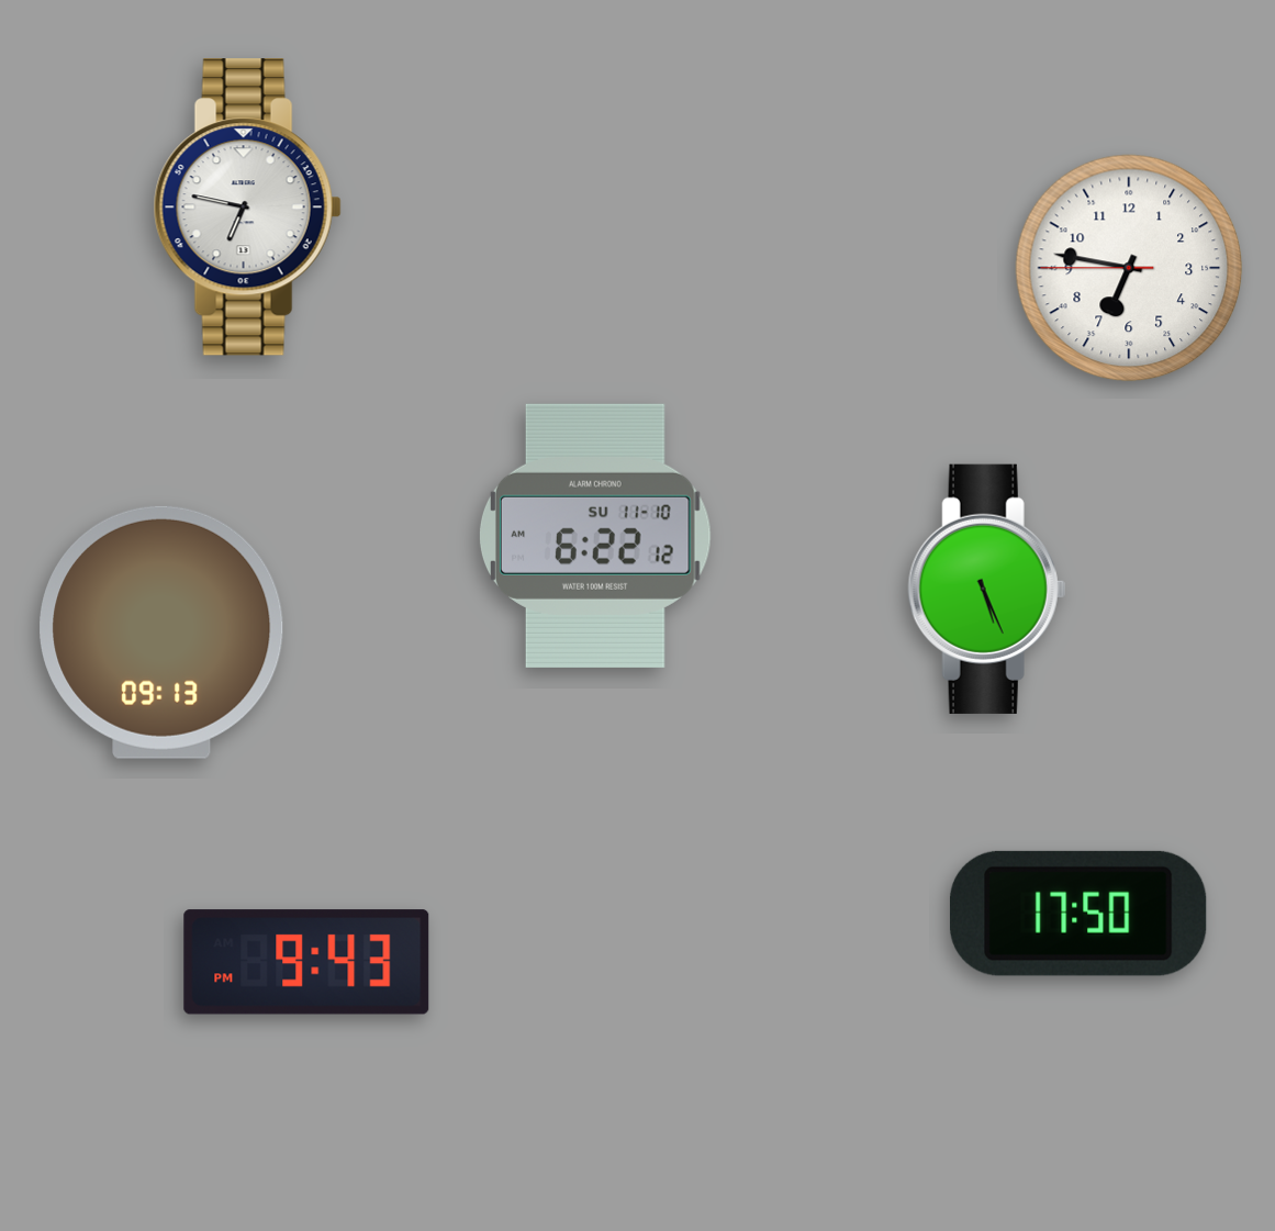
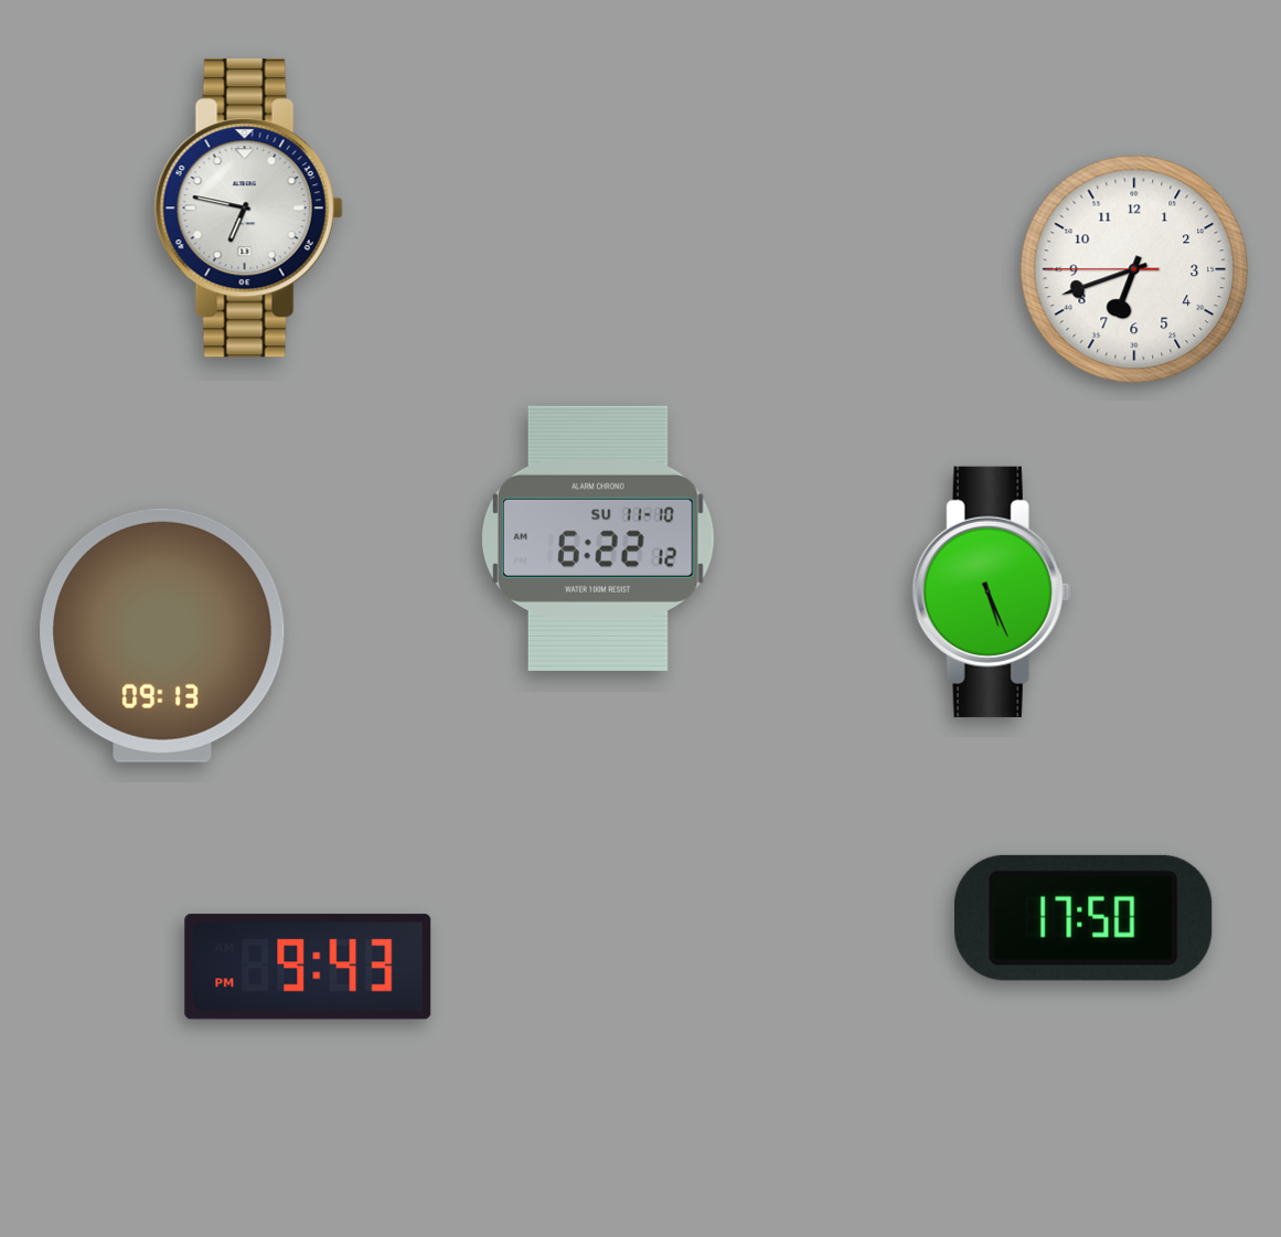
clock at (1129, 268): 6:46 -> 6:41
